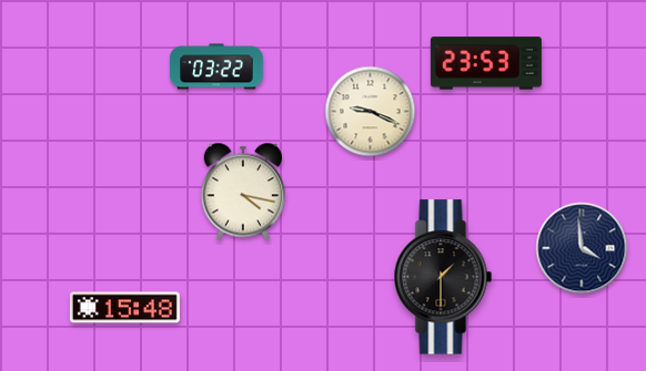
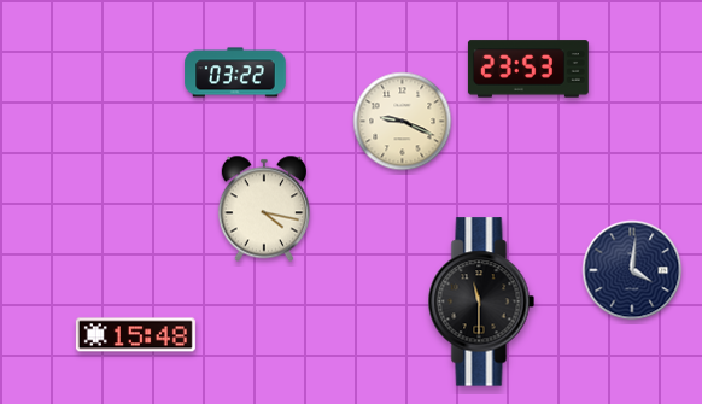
clock at (582, 248): 3:59 -> 4:01
clock at (443, 277): 1:30 -> 11:30
